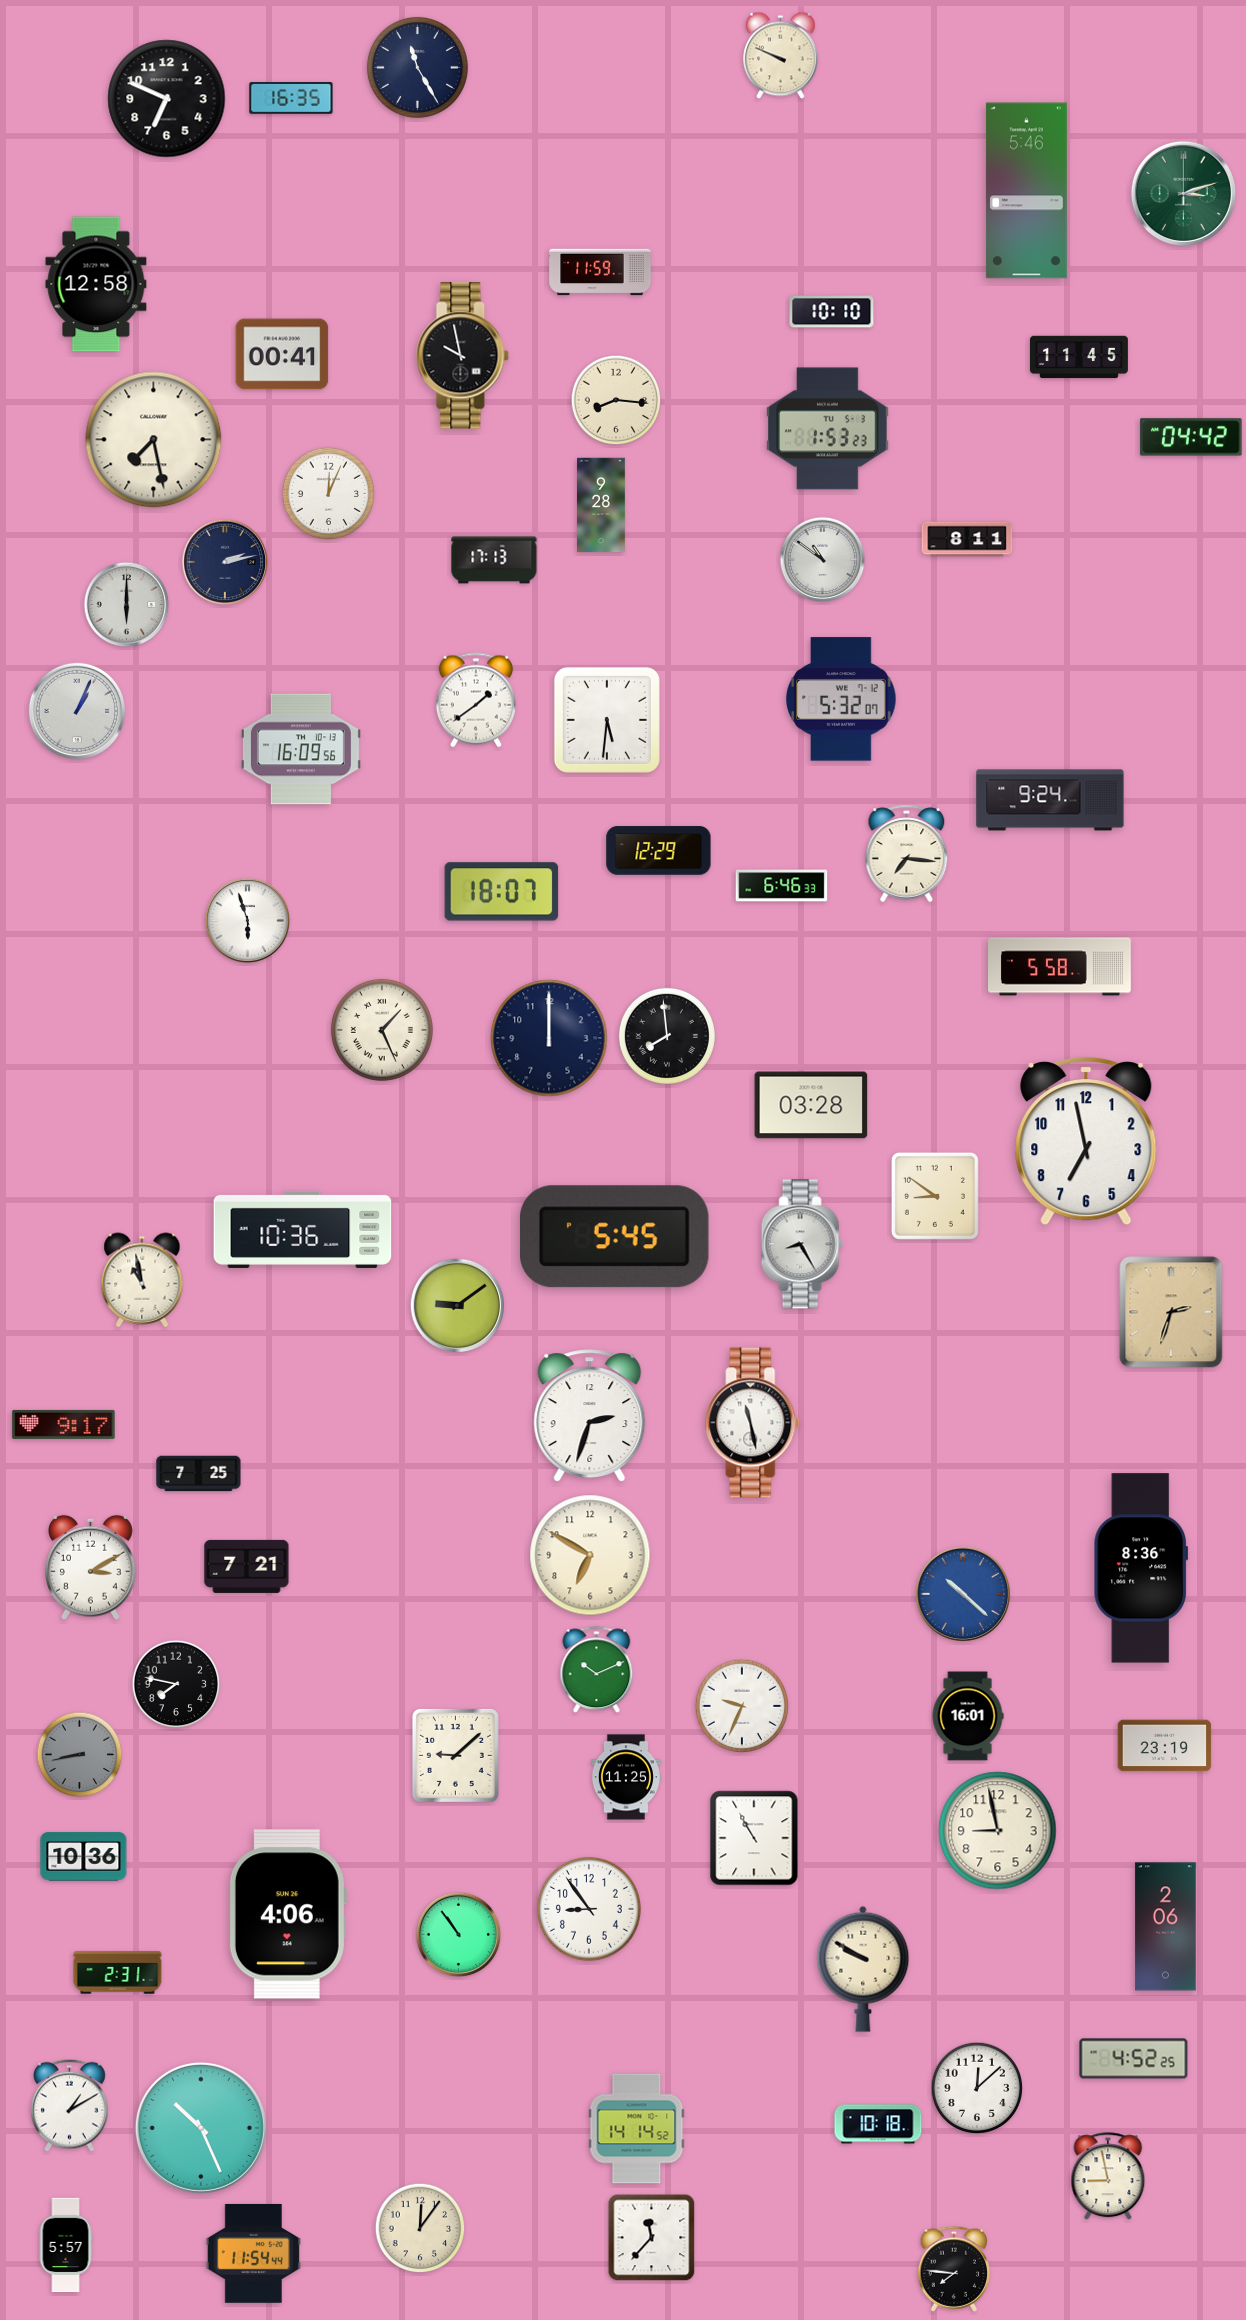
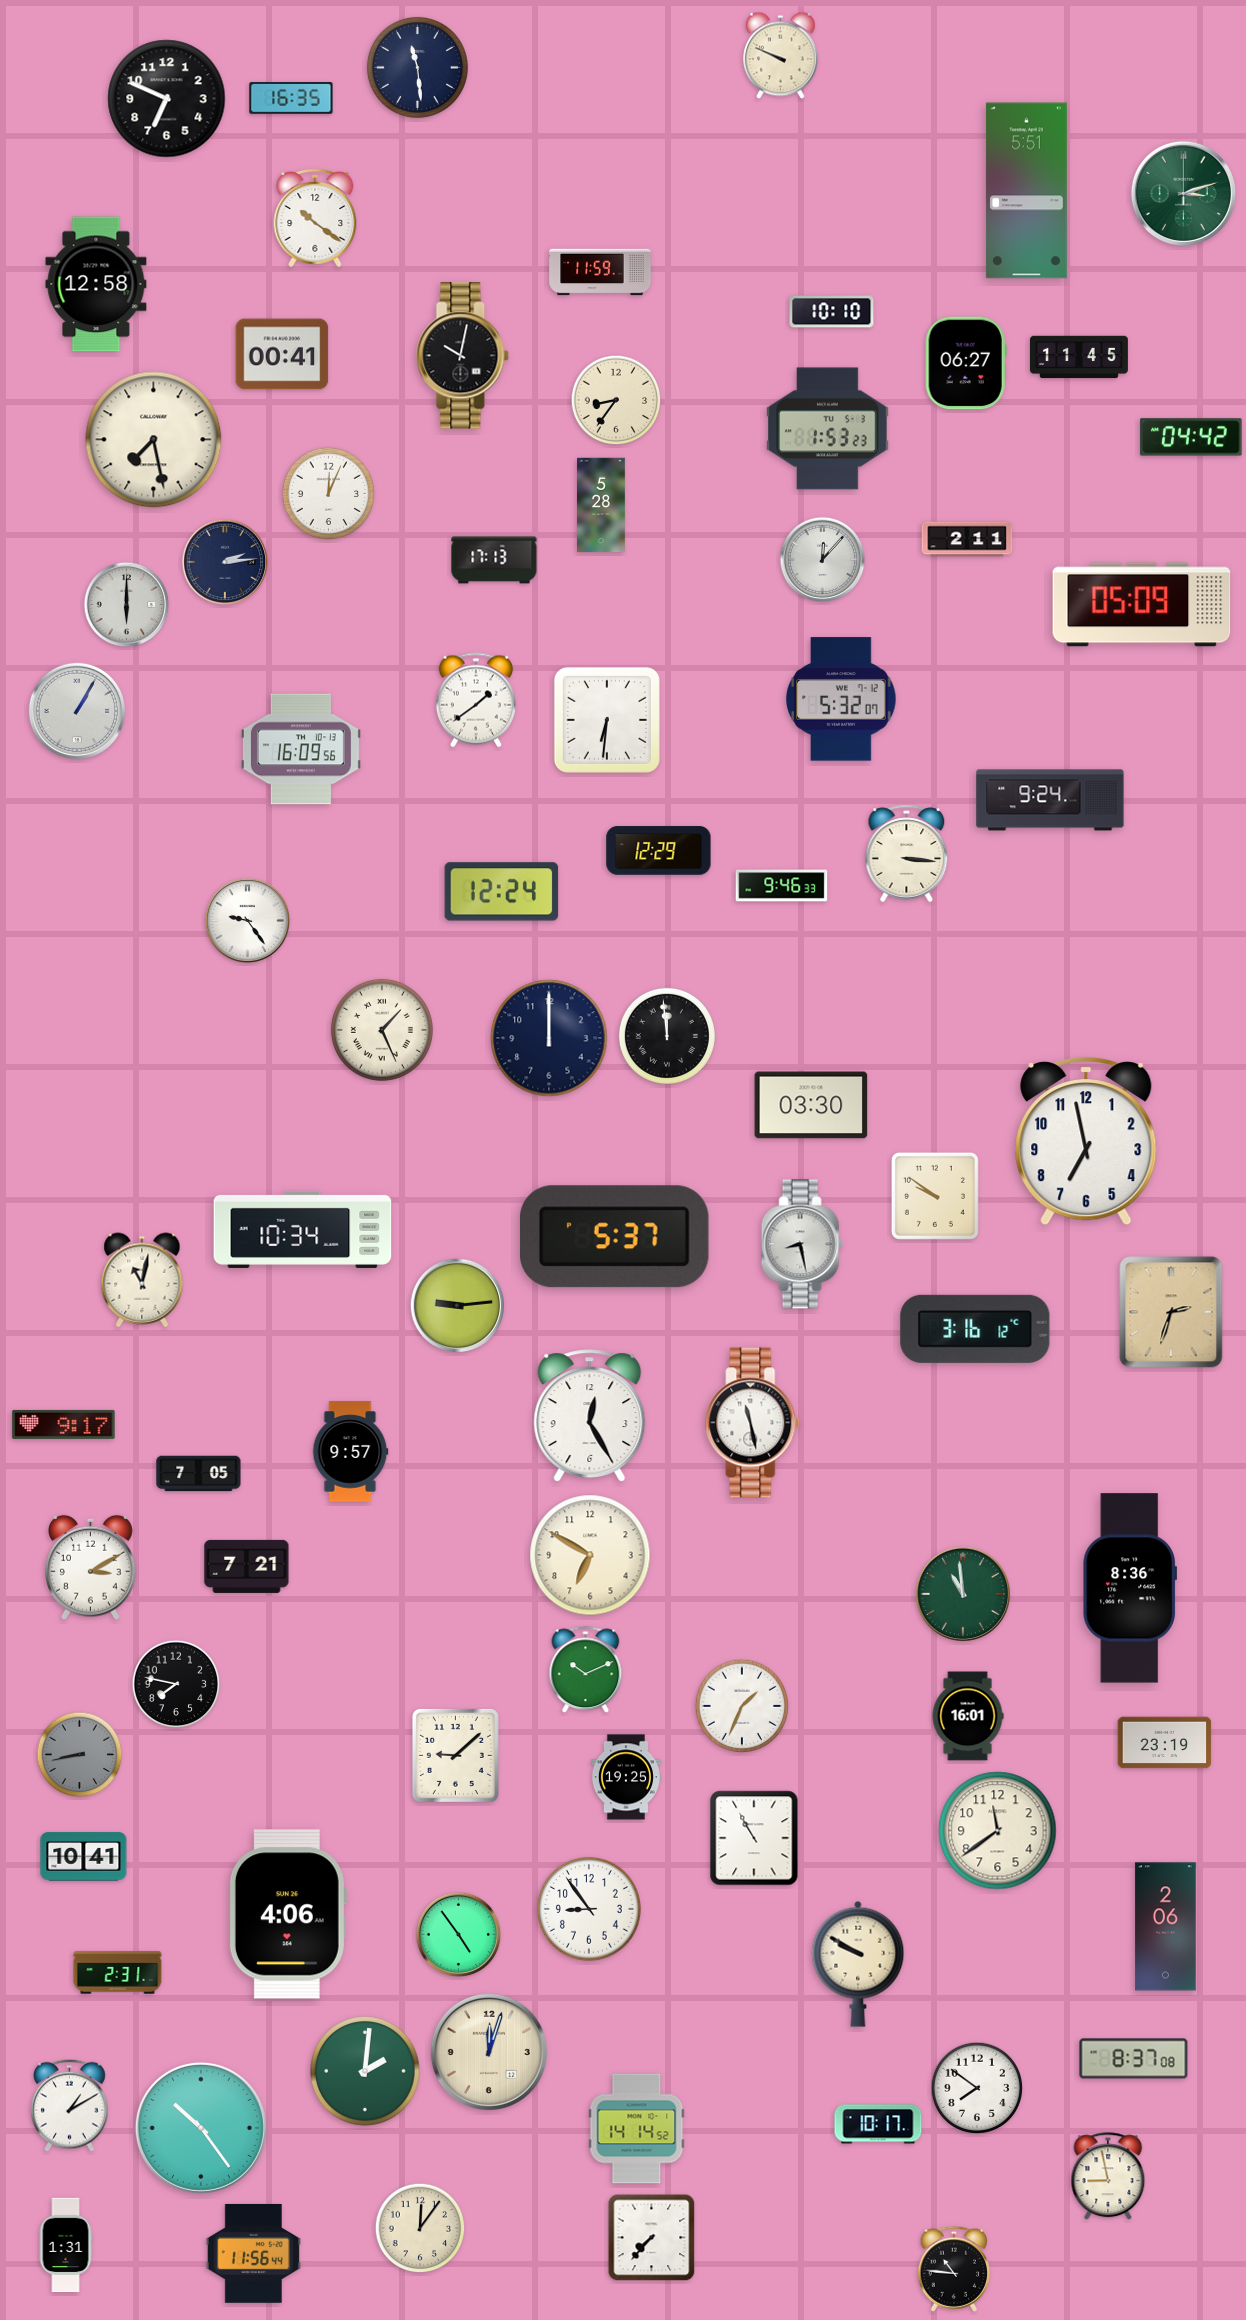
clock at (417, 67): 11:25 -> 11:29
clock at (1026, 191): 5:46 -> 5:51
clock at (315, 218): none -> 10:21
clock at (463, 356): 9:58 -> 10:02
clock at (966, 363): none -> 06:27
clock at (616, 400): 8:16 -> 8:36
clock at (601, 505): 9:28 -> 5:28
clock at (967, 539): 8:11 -> 2:11
clock at (823, 560): 10:51 -> 12:07
clock at (225, 562): 2:13 -> 2:14
clock at (1142, 605): none -> 05:09
clock at (76, 710): 1:04 -> 1:05
clock at (607, 720): 5:31 -> 6:31
clock at (907, 854): 7:16 -> 3:16
clock at (782, 886): 6:46 -> 9:46
clock at (502, 892): 18:07 -> 12:24
clock at (248, 921): 5:57 -> 9:24
clock at (1060, 967): 5:58 -> none
clock at (667, 1036): 7:59 -> 11:59
clock at (811, 1105): 03:28 -> 03:30
clock at (935, 1196): 8:51 -> 9:51
clock at (303, 1229): 10:36 -> 10:34
clock at (614, 1237): 5:45 -> 5:37
clock at (802, 1244): 8:25 -> 8:28
clock at (142, 1280): 10:58 -> 11:02
clock at (458, 1306): 9:09 -> 9:14
clock at (975, 1329): none -> 3:16
clock at (590, 1415): 2:33 -> 12:25
clock at (350, 1452): none -> 9:57
clock at (199, 1474): 7:25 -> 7:05
clock at (1140, 1568) position: (1140, 1568) -> (1129, 1588)
clock at (963, 1594): 10:22 -> 10:59
clock at (963, 1594) dial: blue -> green
clock at (597, 1670) position: (597, 1670) -> (586, 1670)
clock at (741, 1705): 9:34 -> 1:34
clock at (1165, 1746) position: (1165, 1746) -> (1165, 1743)
clock at (626, 1777): 11:25 -> 19:25
clock at (998, 1831): 8:58 -> 11:39
clock at (84, 1857): 10:36 -> 10:41
clock at (459, 1935): 10:54 -> 4:54
clock at (863, 1969) position: (863, 1969) -> (858, 1964)
clock at (489, 2052): none -> 12:03
clock at (1134, 2059): 4:52 -> 8:37
clock at (365, 2071): none -> 2:01
clock at (977, 2088): 12:08 -> 7:51
clock at (878, 2124): 10:18 -> 10:17
clock at (201, 2128): 10:26 -> 10:24
clock at (652, 2238): 11:37 -> 7:37
clock at (66, 2245): 5:57 -> 1:31
clock at (253, 2253): 11:54 -> 11:56
clock at (954, 2269): 7:46 -> 10:46
